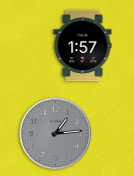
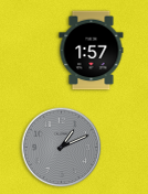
clock at (56, 134): 1:14 -> 1:11
